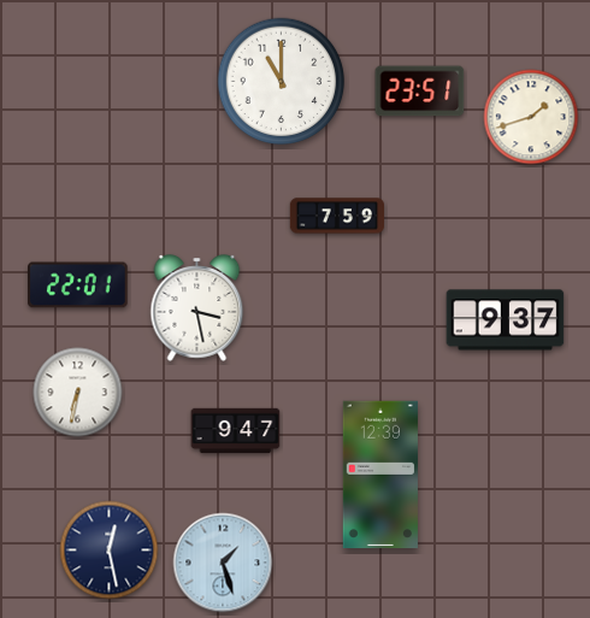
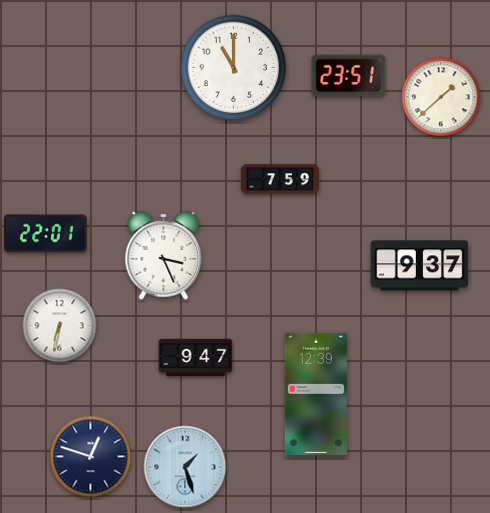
clock at (531, 117): 1:42 -> 1:38
clock at (78, 286) position: (78, 286) -> (46, 234)
clock at (197, 308): 3:28 -> 3:26
clock at (78, 393) position: (78, 393) -> (60, 326)
clock at (110, 551): 12:28 -> 12:48
